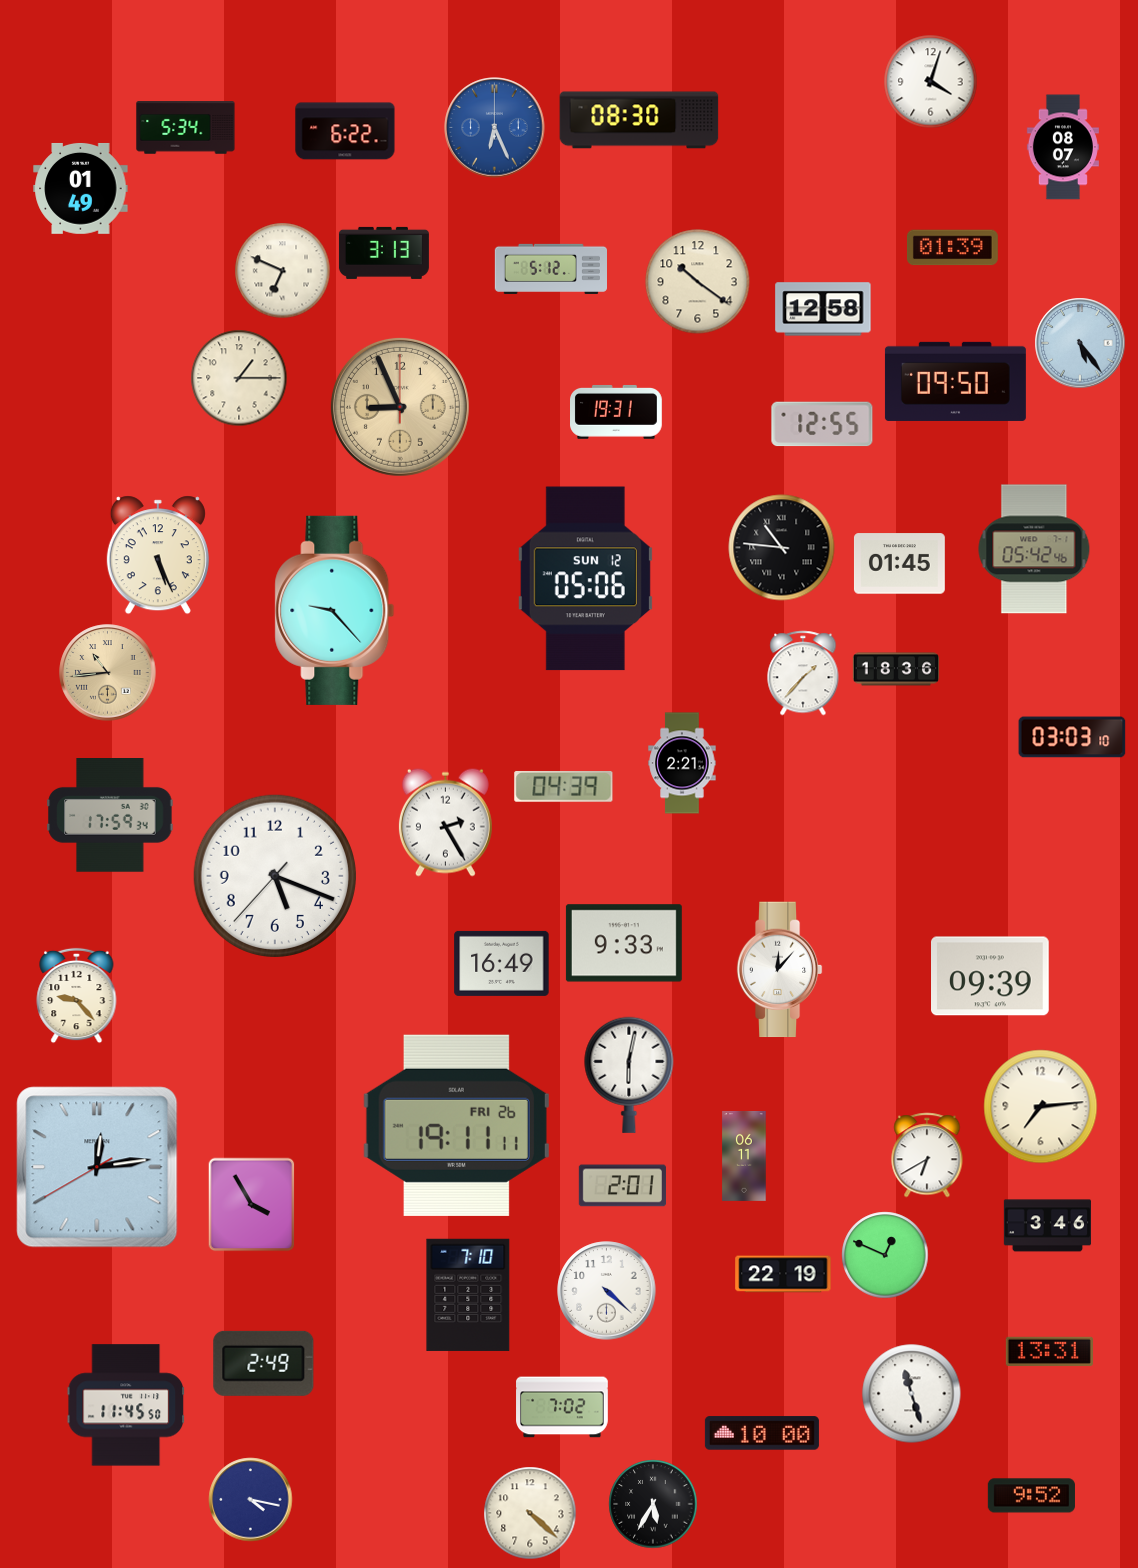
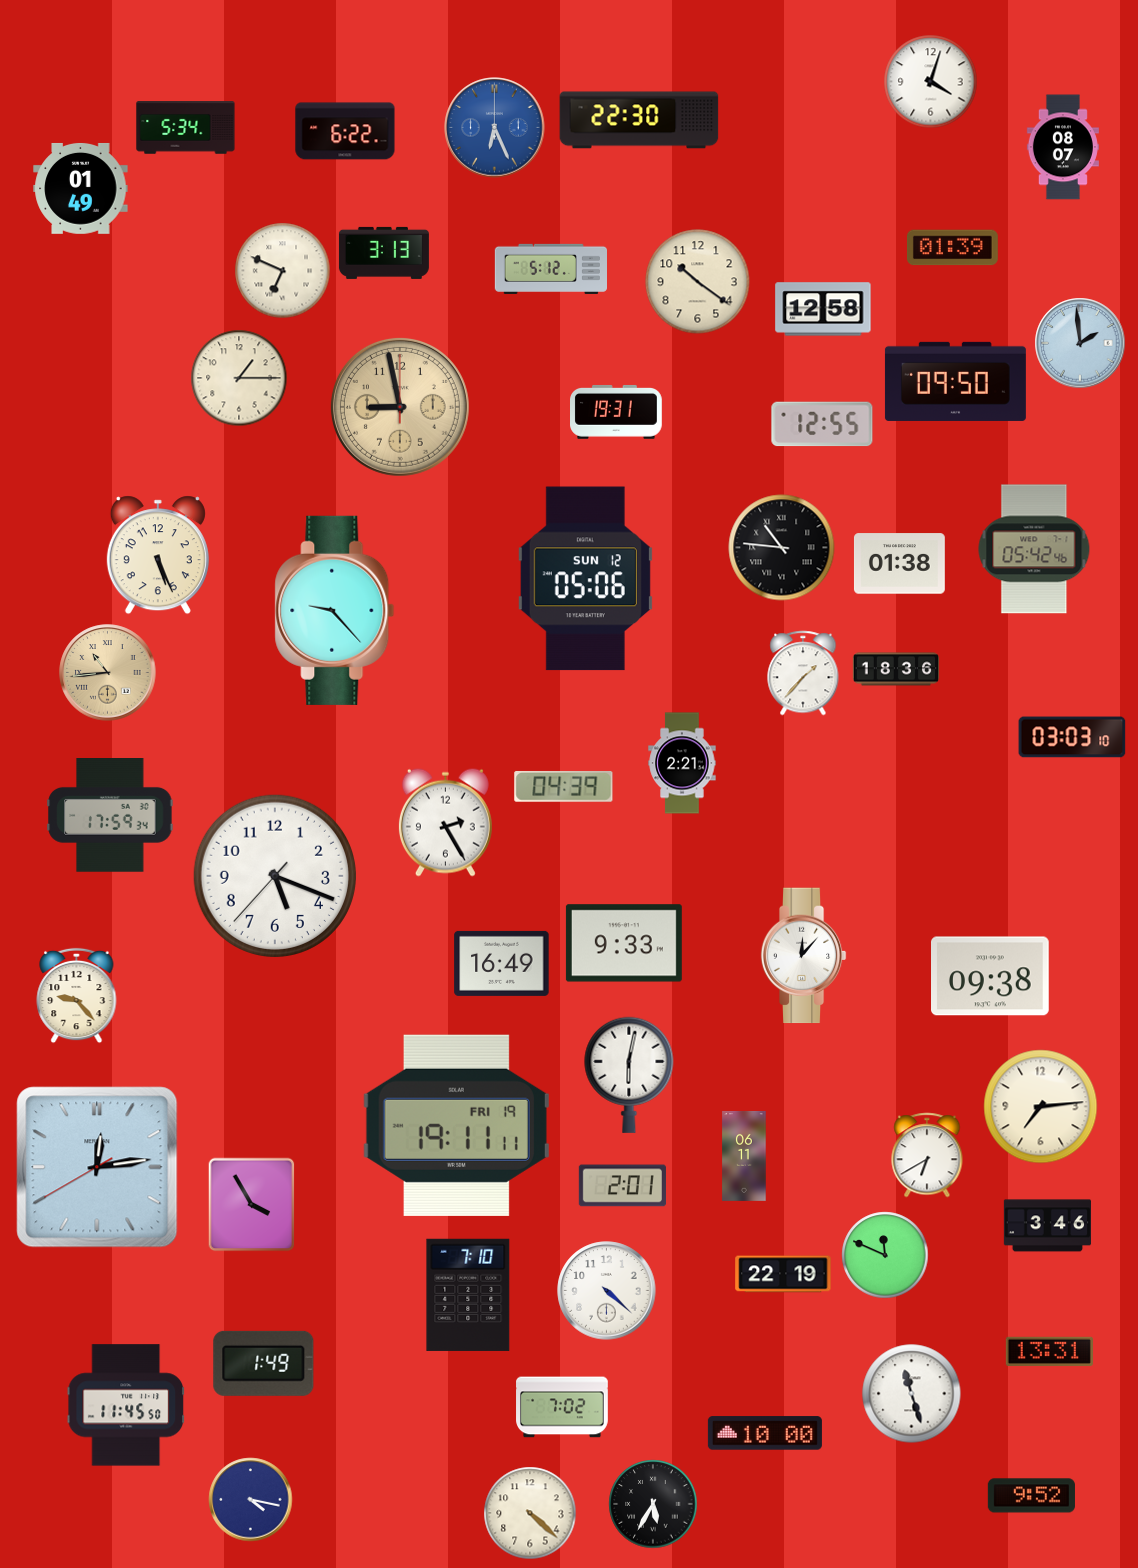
clock at (639, 120): 08:30 -> 22:30
clock at (1080, 343): 5:24 -> 1:59
clock at (400, 407): 8:56 -> 8:58
clock at (899, 564): 01:45 -> 01:38
clock at (779, 970) position: (779, 970) -> (803, 956)
clock at (991, 976): 09:39 -> 09:38
clock at (456, 1125) date: FRI 26 -> FRI 19
clock at (885, 1255): 12:49 -> 11:49
clock at (264, 1363): 2:49 -> 1:49
clock at (762, 1433) position: (762, 1433) -> (765, 1433)
